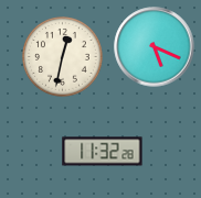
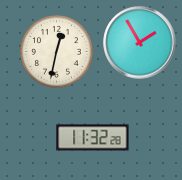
clock at (155, 47): 5:19 -> 1:55
